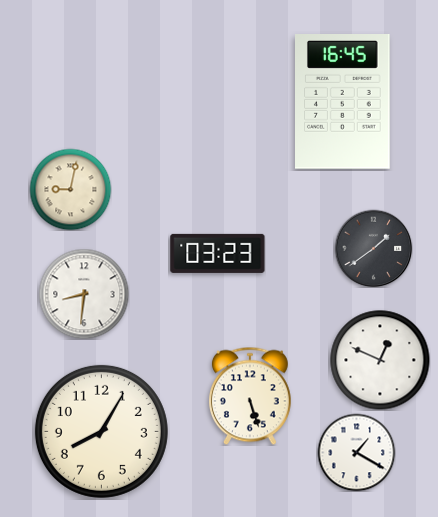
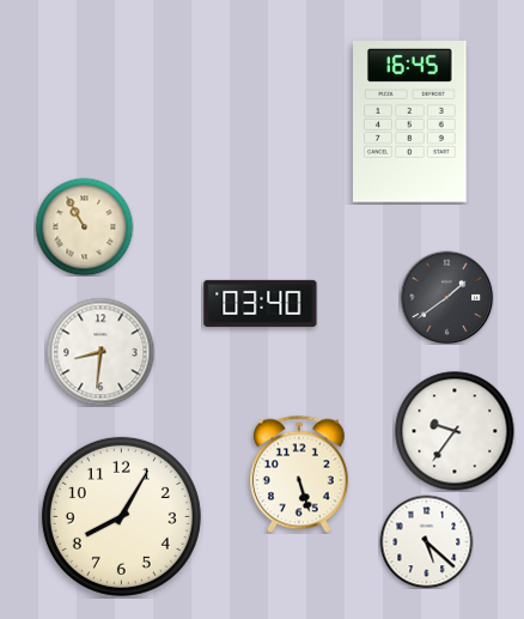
clock at (70, 189): 9:02 -> 10:55
clock at (218, 253): 03:23 -> 03:40
clock at (380, 360): 12:49 -> 9:36
clock at (356, 452): 1:20 -> 5:22
